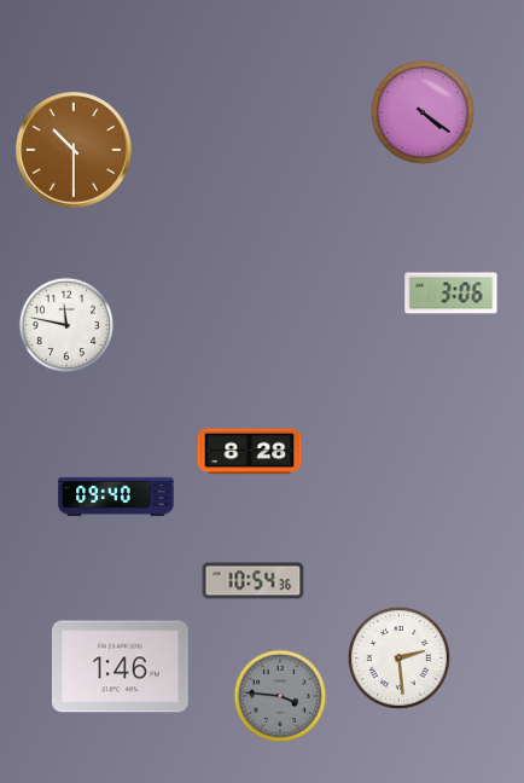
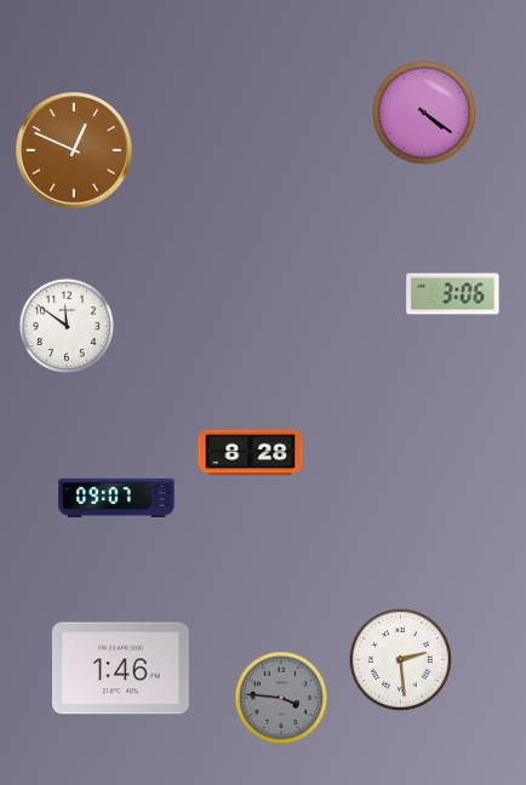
clock at (74, 150): 10:30 -> 12:49
clock at (66, 325): 11:47 -> 11:51
clock at (116, 497): 09:40 -> 09:07
clock at (254, 581): 10:54 -> none
